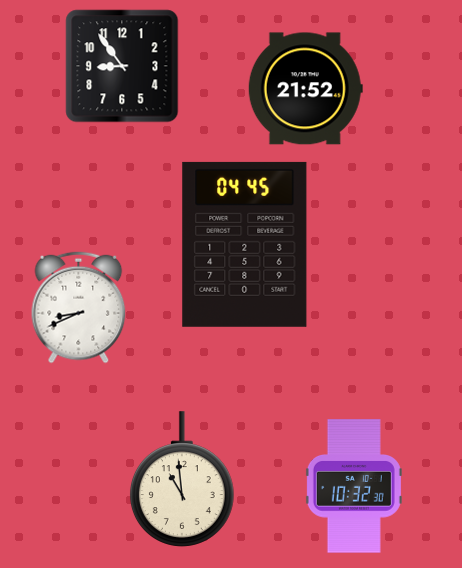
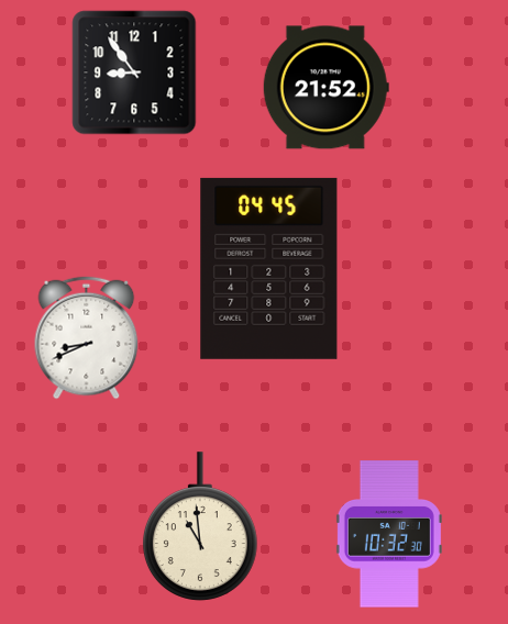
clock at (305, 89) position: (305, 89) -> (325, 88)
